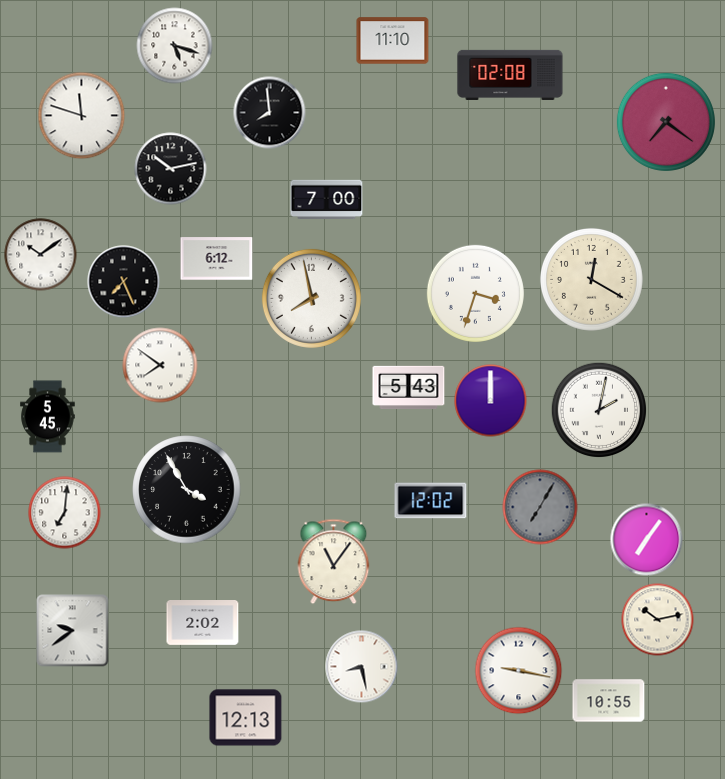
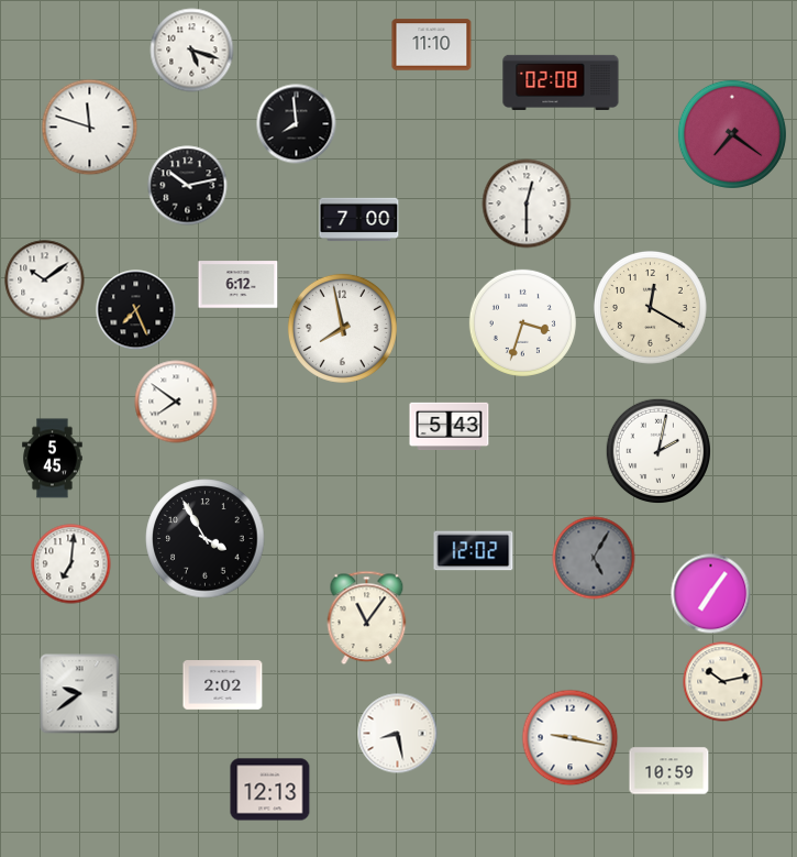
clock at (527, 204): none -> 12:30
clock at (491, 401): 12:00 -> none
clock at (540, 507): 7:05 -> 5:05
clock at (609, 701): 10:55 -> 10:59
